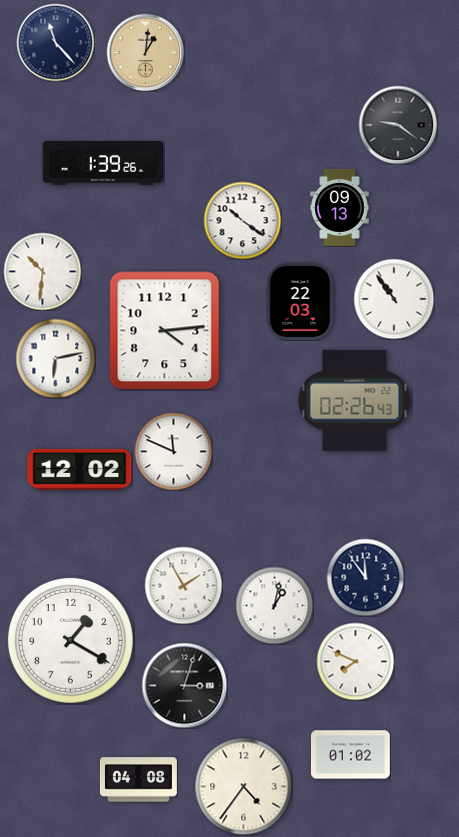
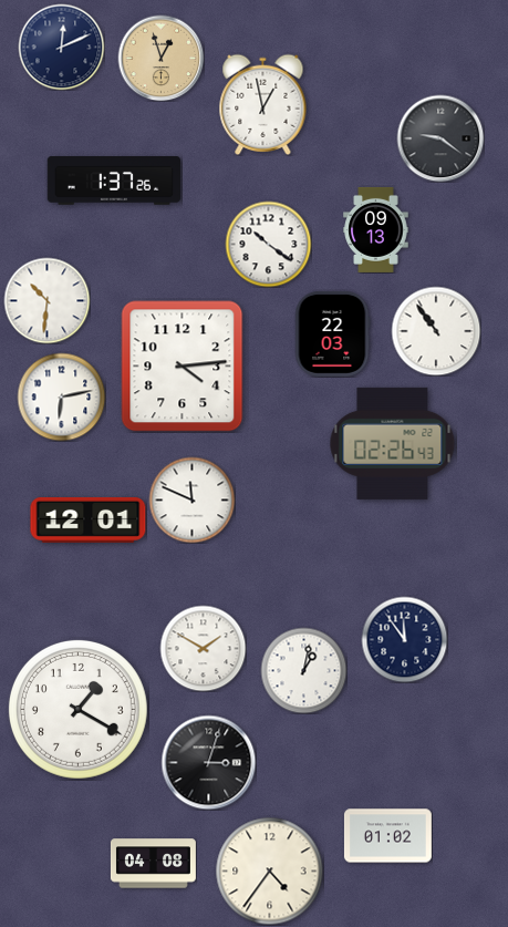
clock at (55, 42): 11:23 -> 12:11
clock at (145, 52): 1:01 -> 12:57
clock at (263, 104): none -> 12:58
clock at (102, 164): 1:39 -> 1:37
clock at (80, 469): 12:02 -> 12:01
clock at (183, 585): 1:55 -> 1:50
clock at (355, 661): 7:49 -> none
clock at (184, 685) position: (184, 685) -> (208, 762)
